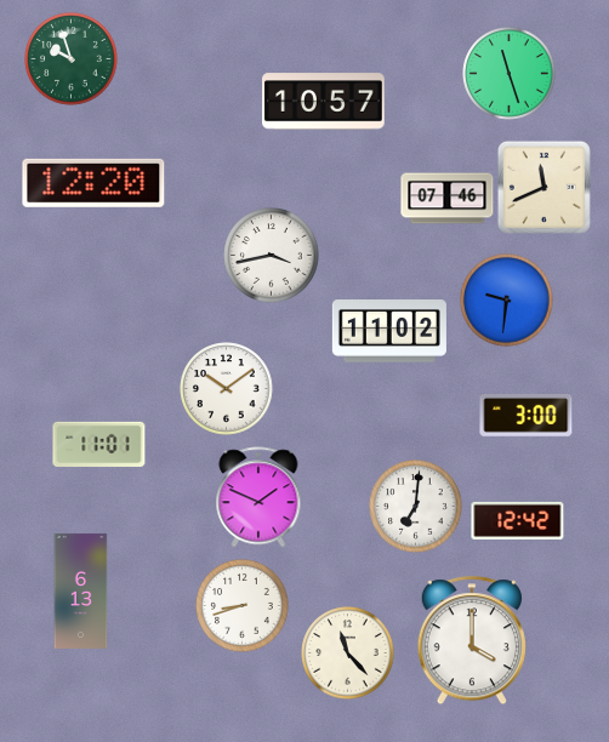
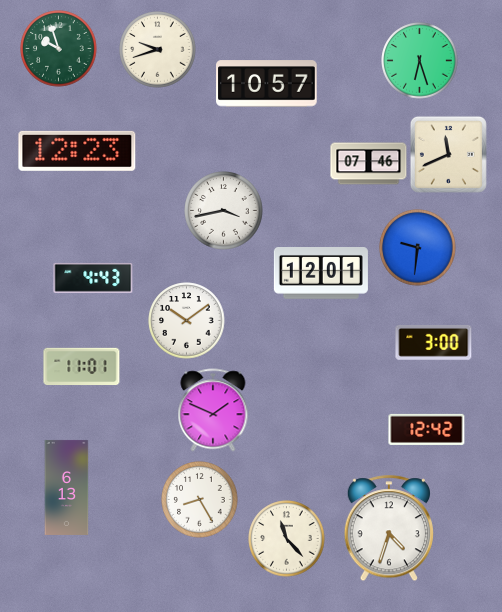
clock at (158, 50): none -> 9:42
clock at (510, 74): 11:27 -> 6:27
clock at (93, 183): 12:20 -> 12:23
clock at (389, 332): 11:02 -> 12:01
clock at (93, 278): none -> 4:43
clock at (416, 507): 7:01 -> none
clock at (243, 606): 8:42 -> 8:25
clock at (472, 641): 4:00 -> 4:33
